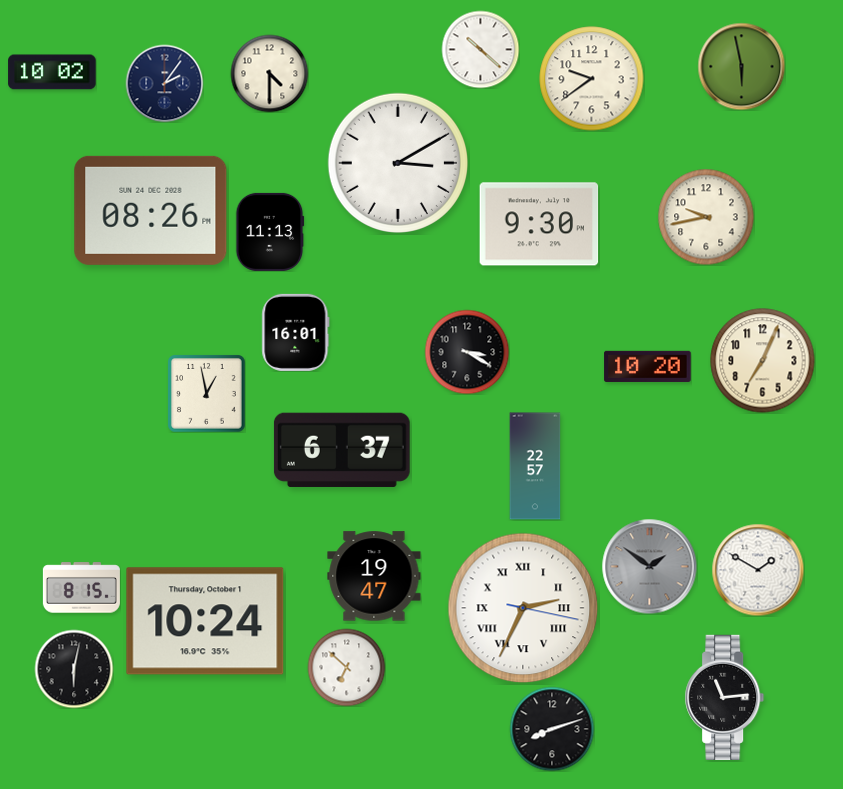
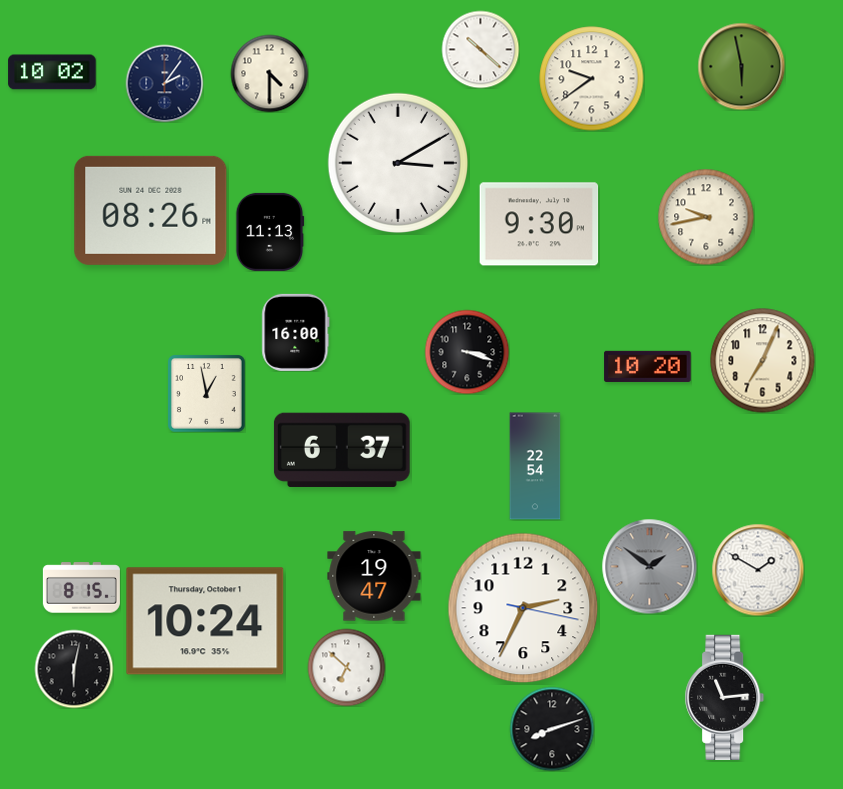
clock at (296, 332): 16:01 -> 16:00
clock at (467, 352): 3:20 -> 3:18
clock at (535, 466): 22:57 -> 22:54
clock at (523, 608) numerals: Roman -> Arabic
